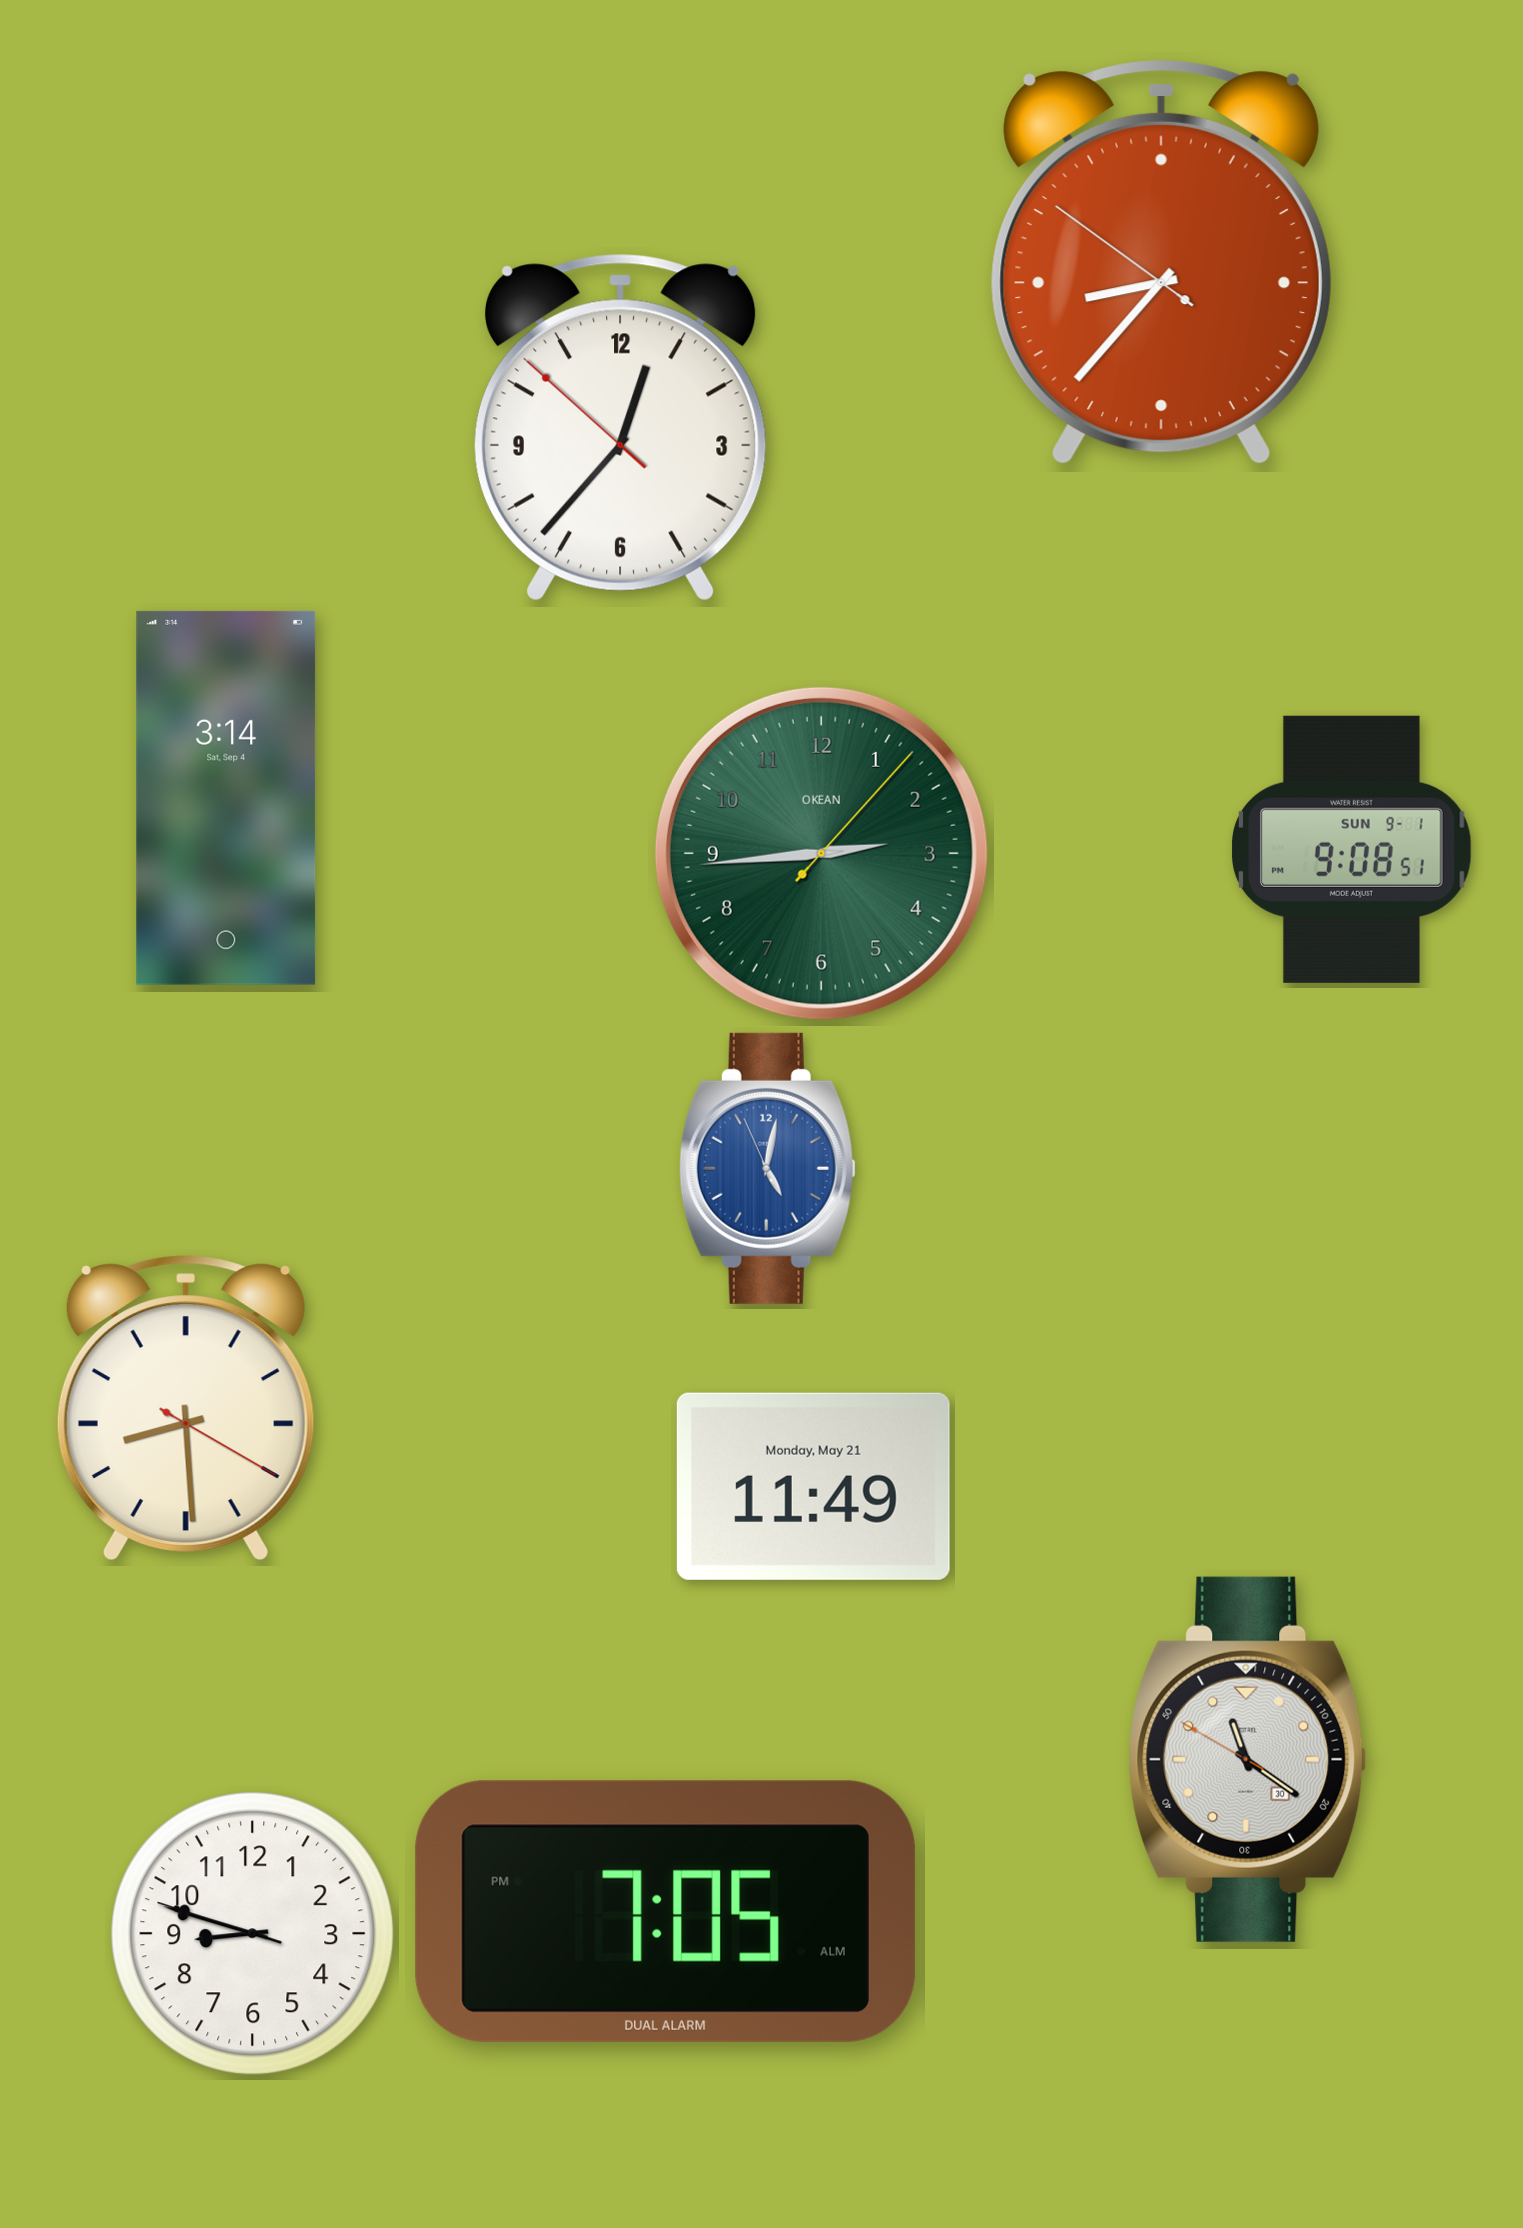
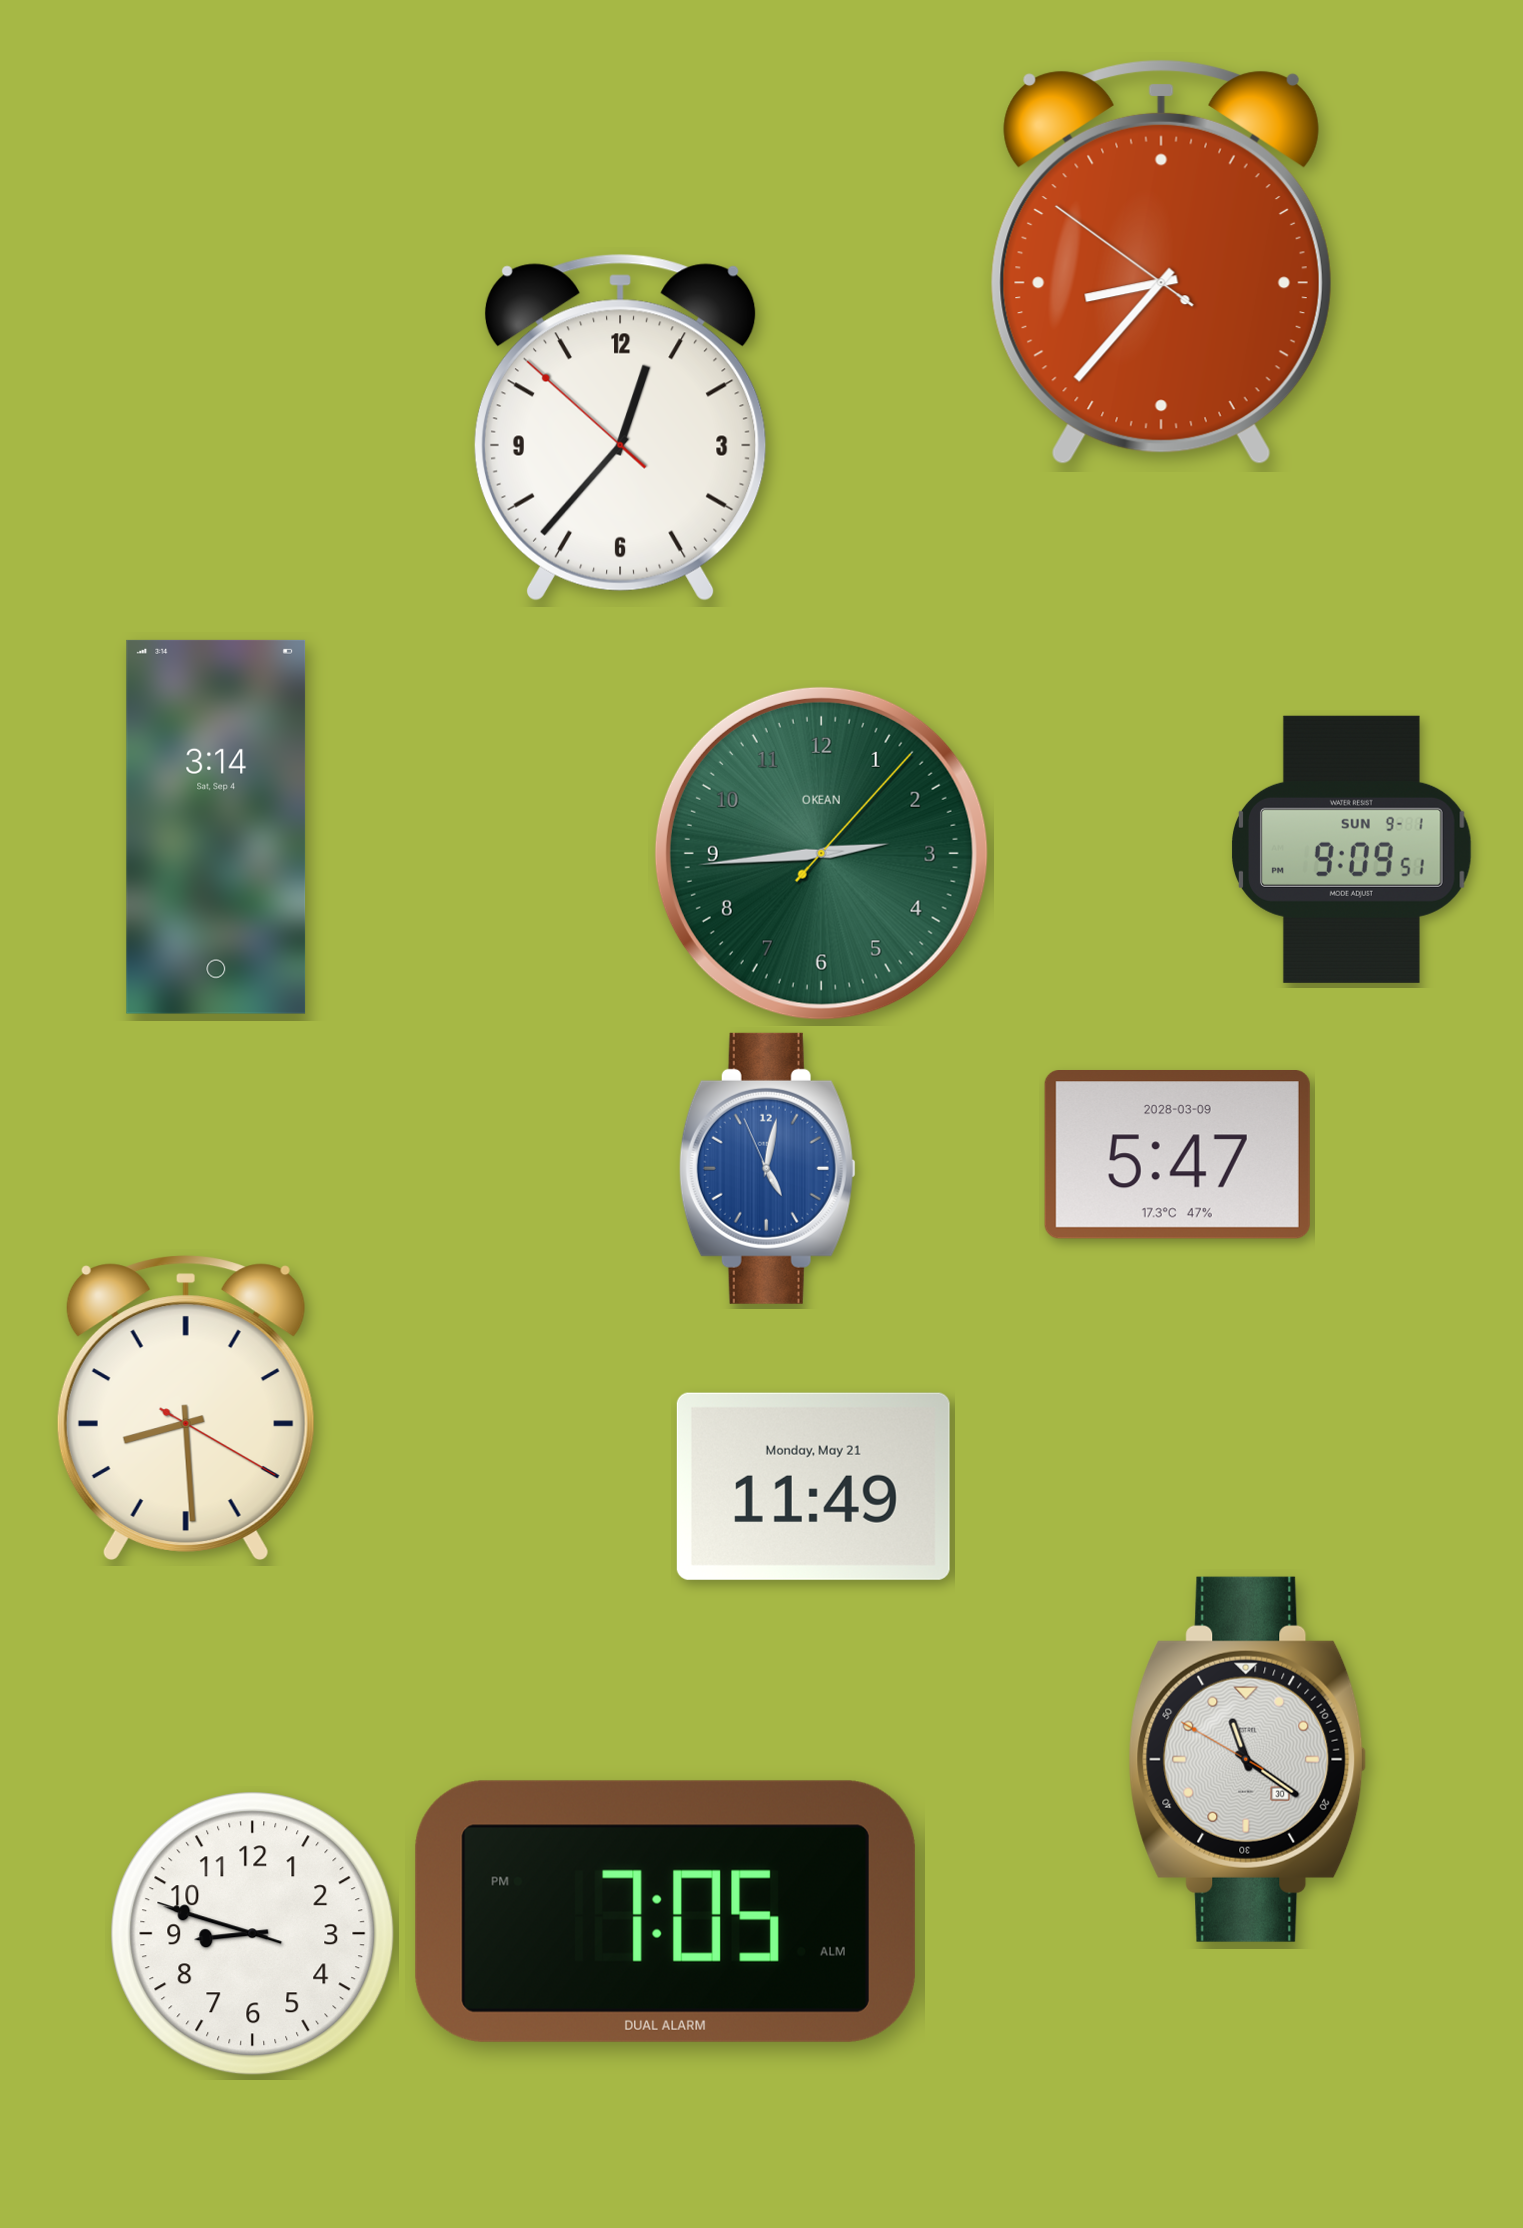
clock at (226, 798) position: (226, 798) -> (216, 827)
clock at (1352, 849): 9:08 -> 9:09
clock at (1177, 1155): none -> 5:47
